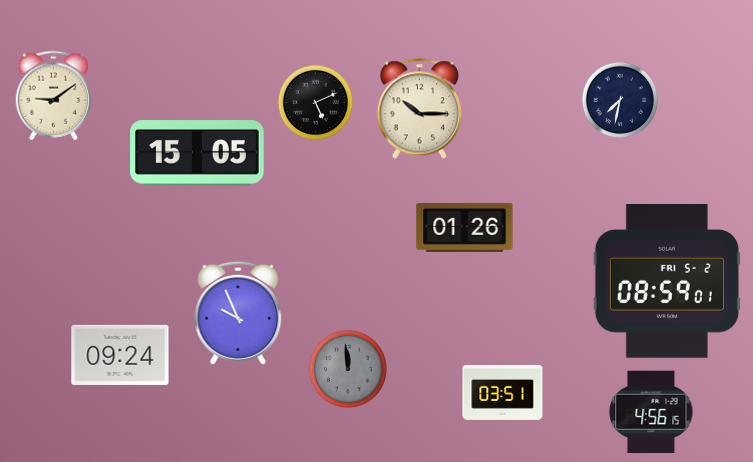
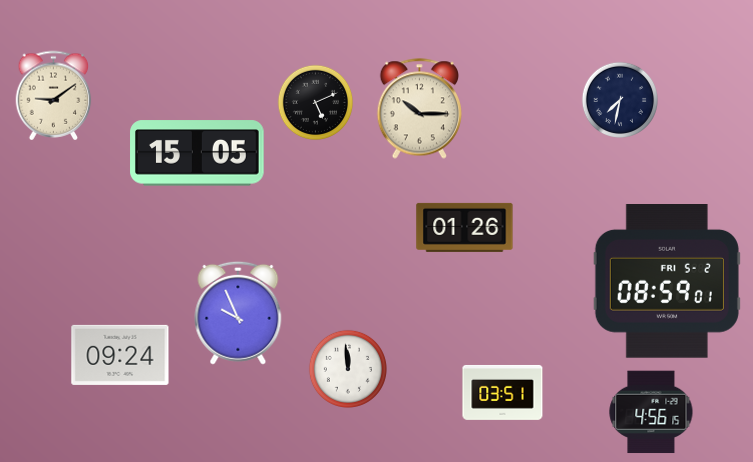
clock at (348, 369) dial: grey -> white
